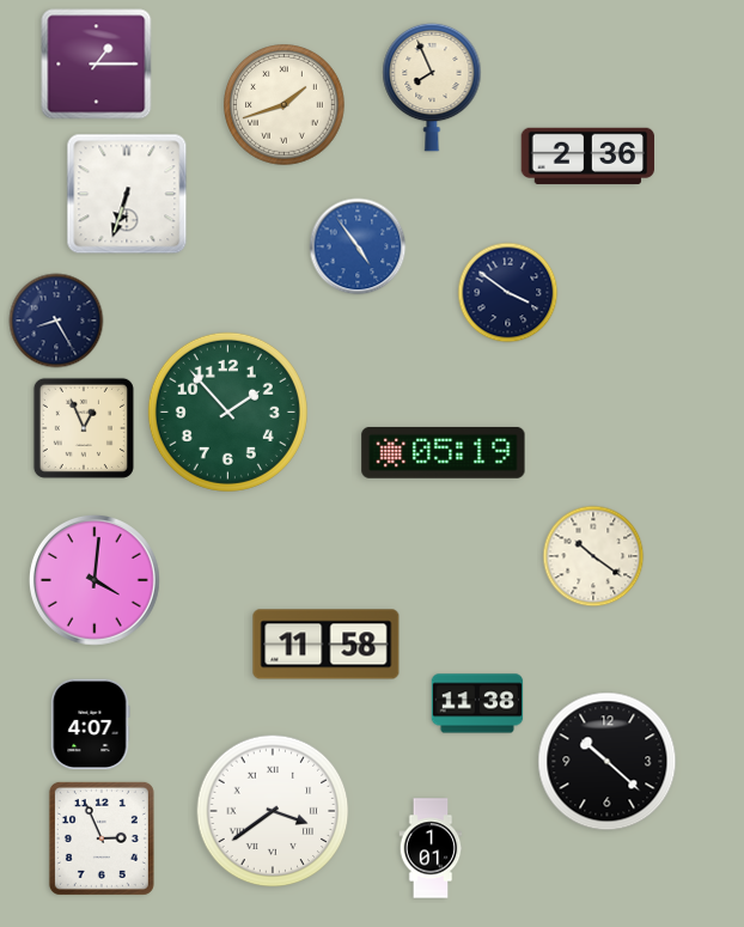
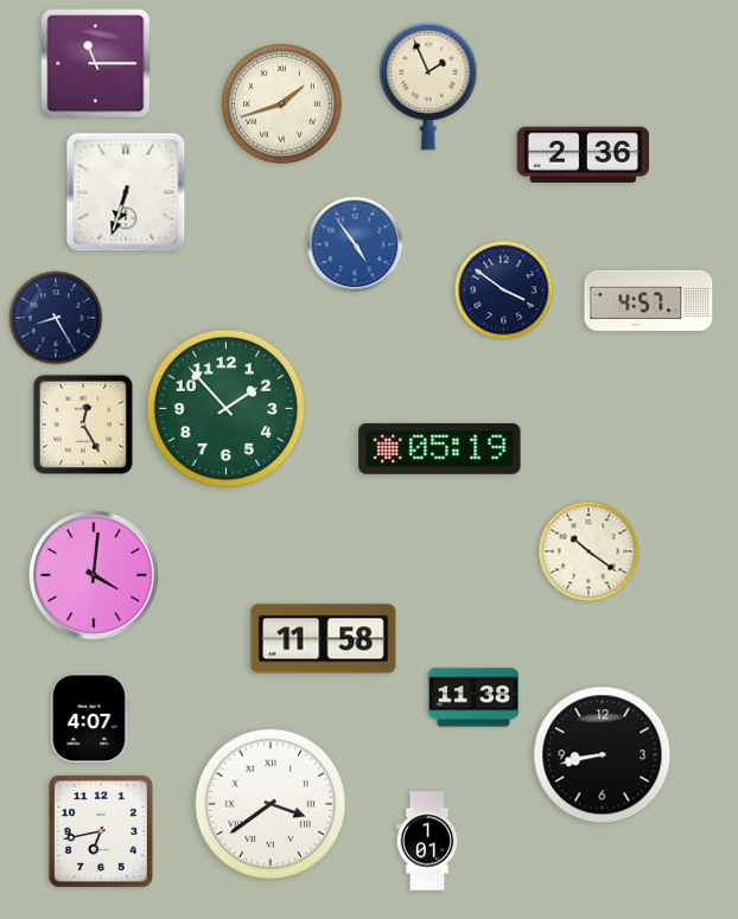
clock at (97, 65): 1:15 -> 11:15
clock at (432, 87): 7:56 -> 1:56
clock at (649, 300): none -> 4:57
clock at (84, 428): 12:56 -> 12:25
clock at (608, 762): 10:22 -> 8:43
clock at (102, 838): 2:56 -> 6:43
